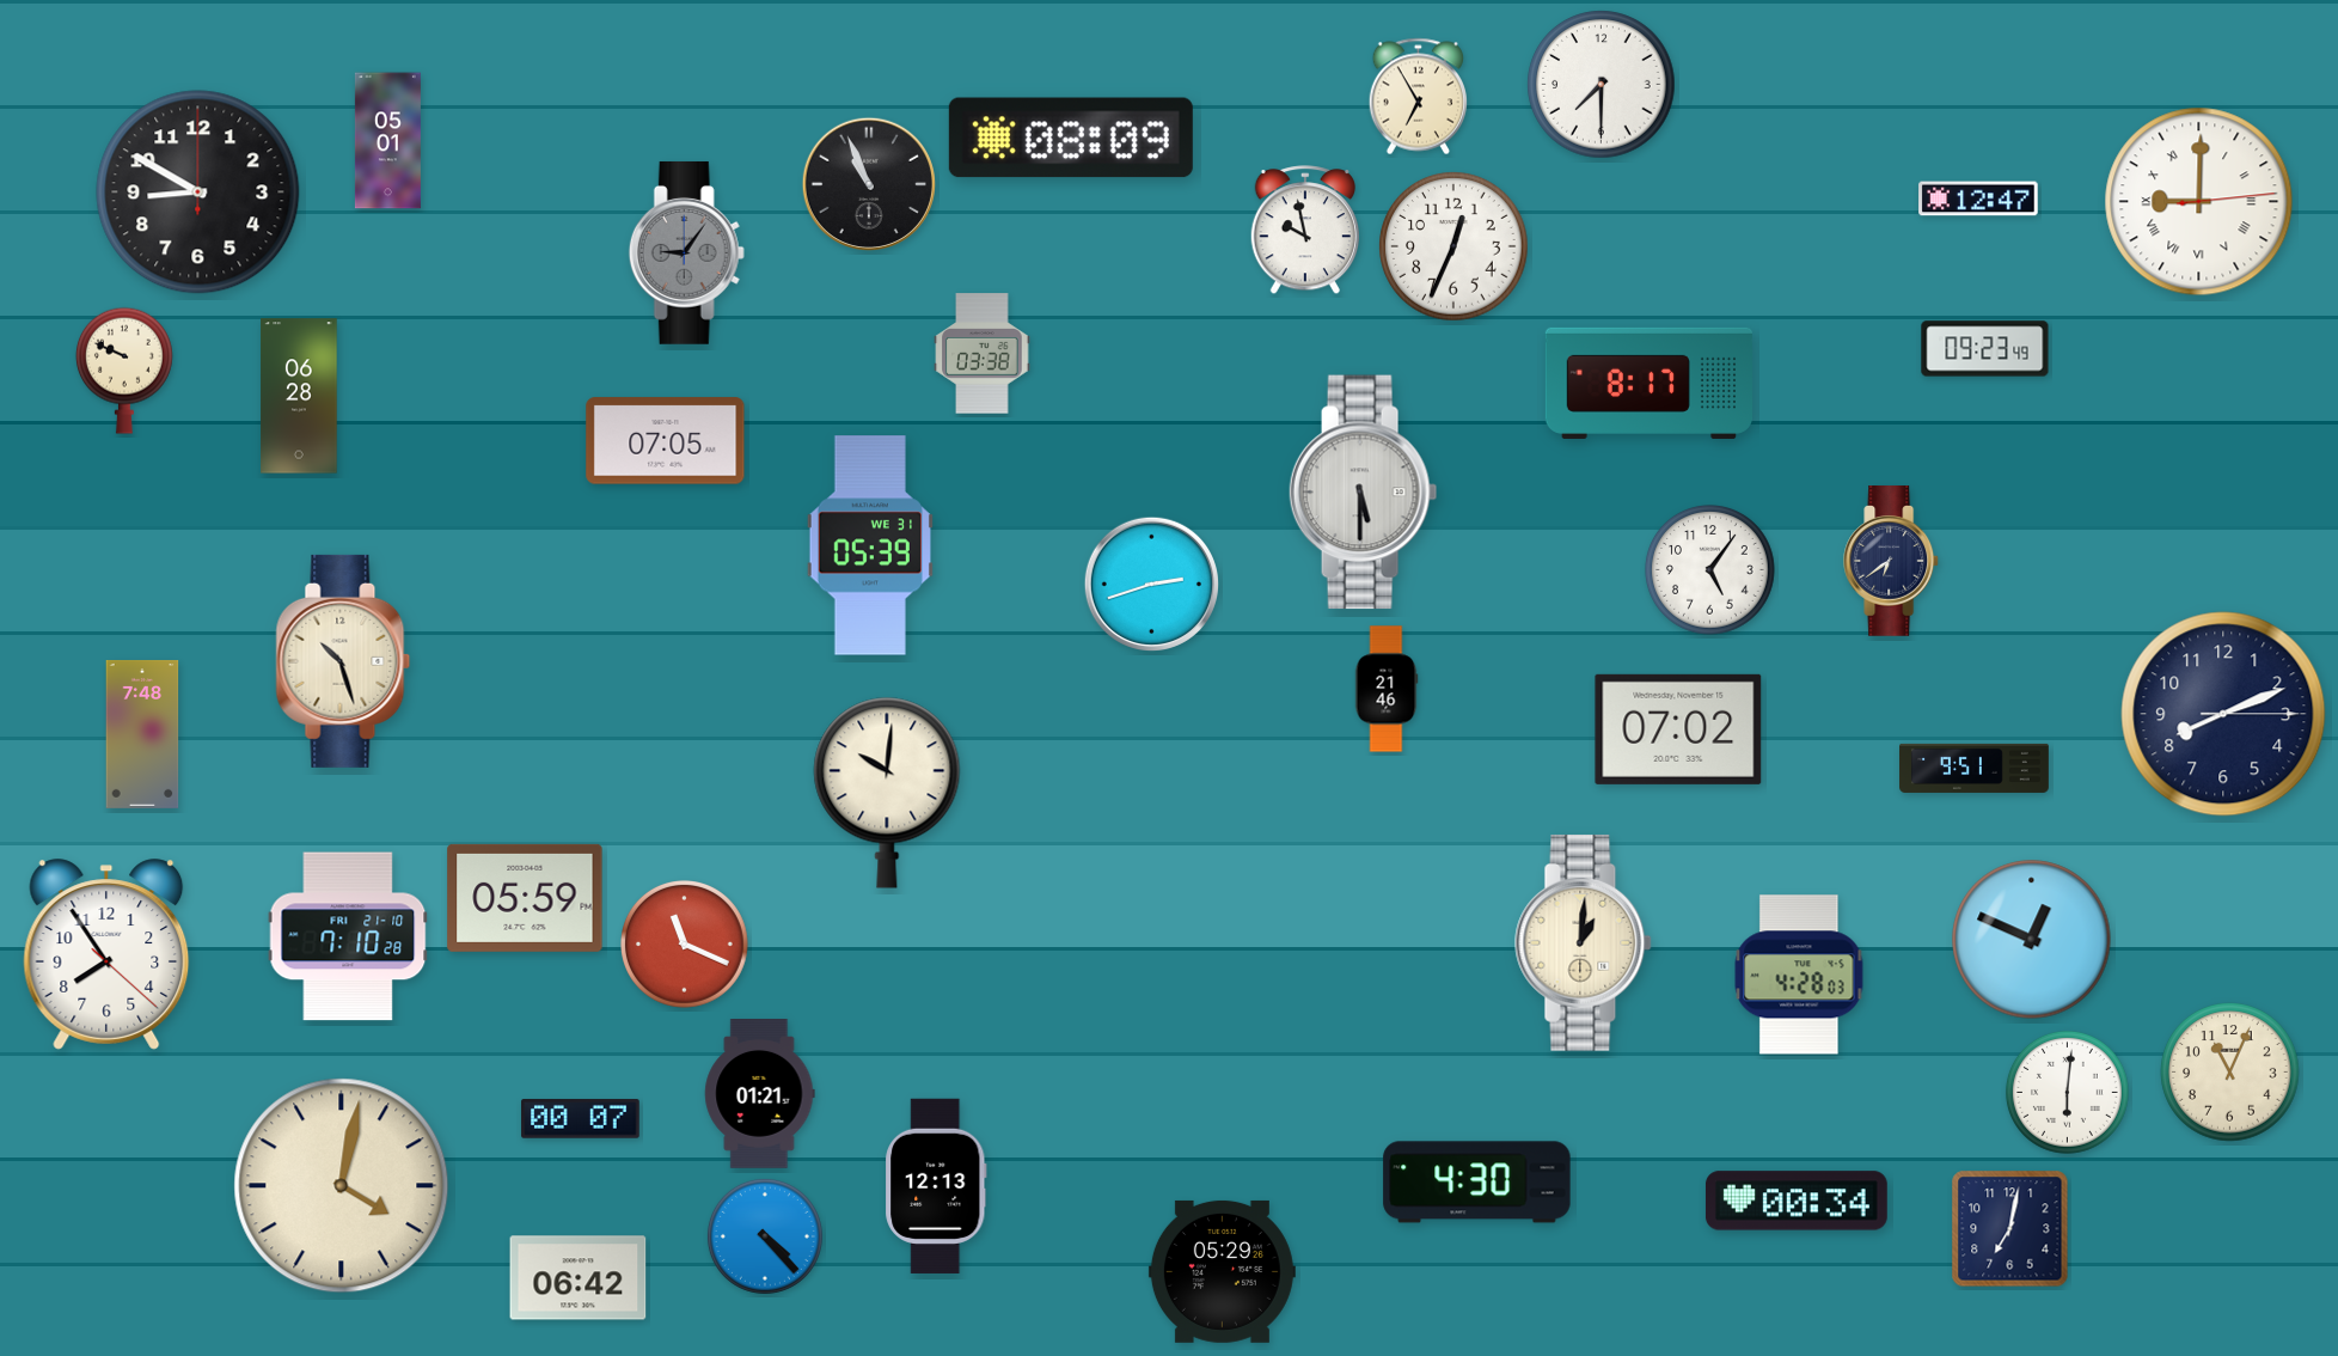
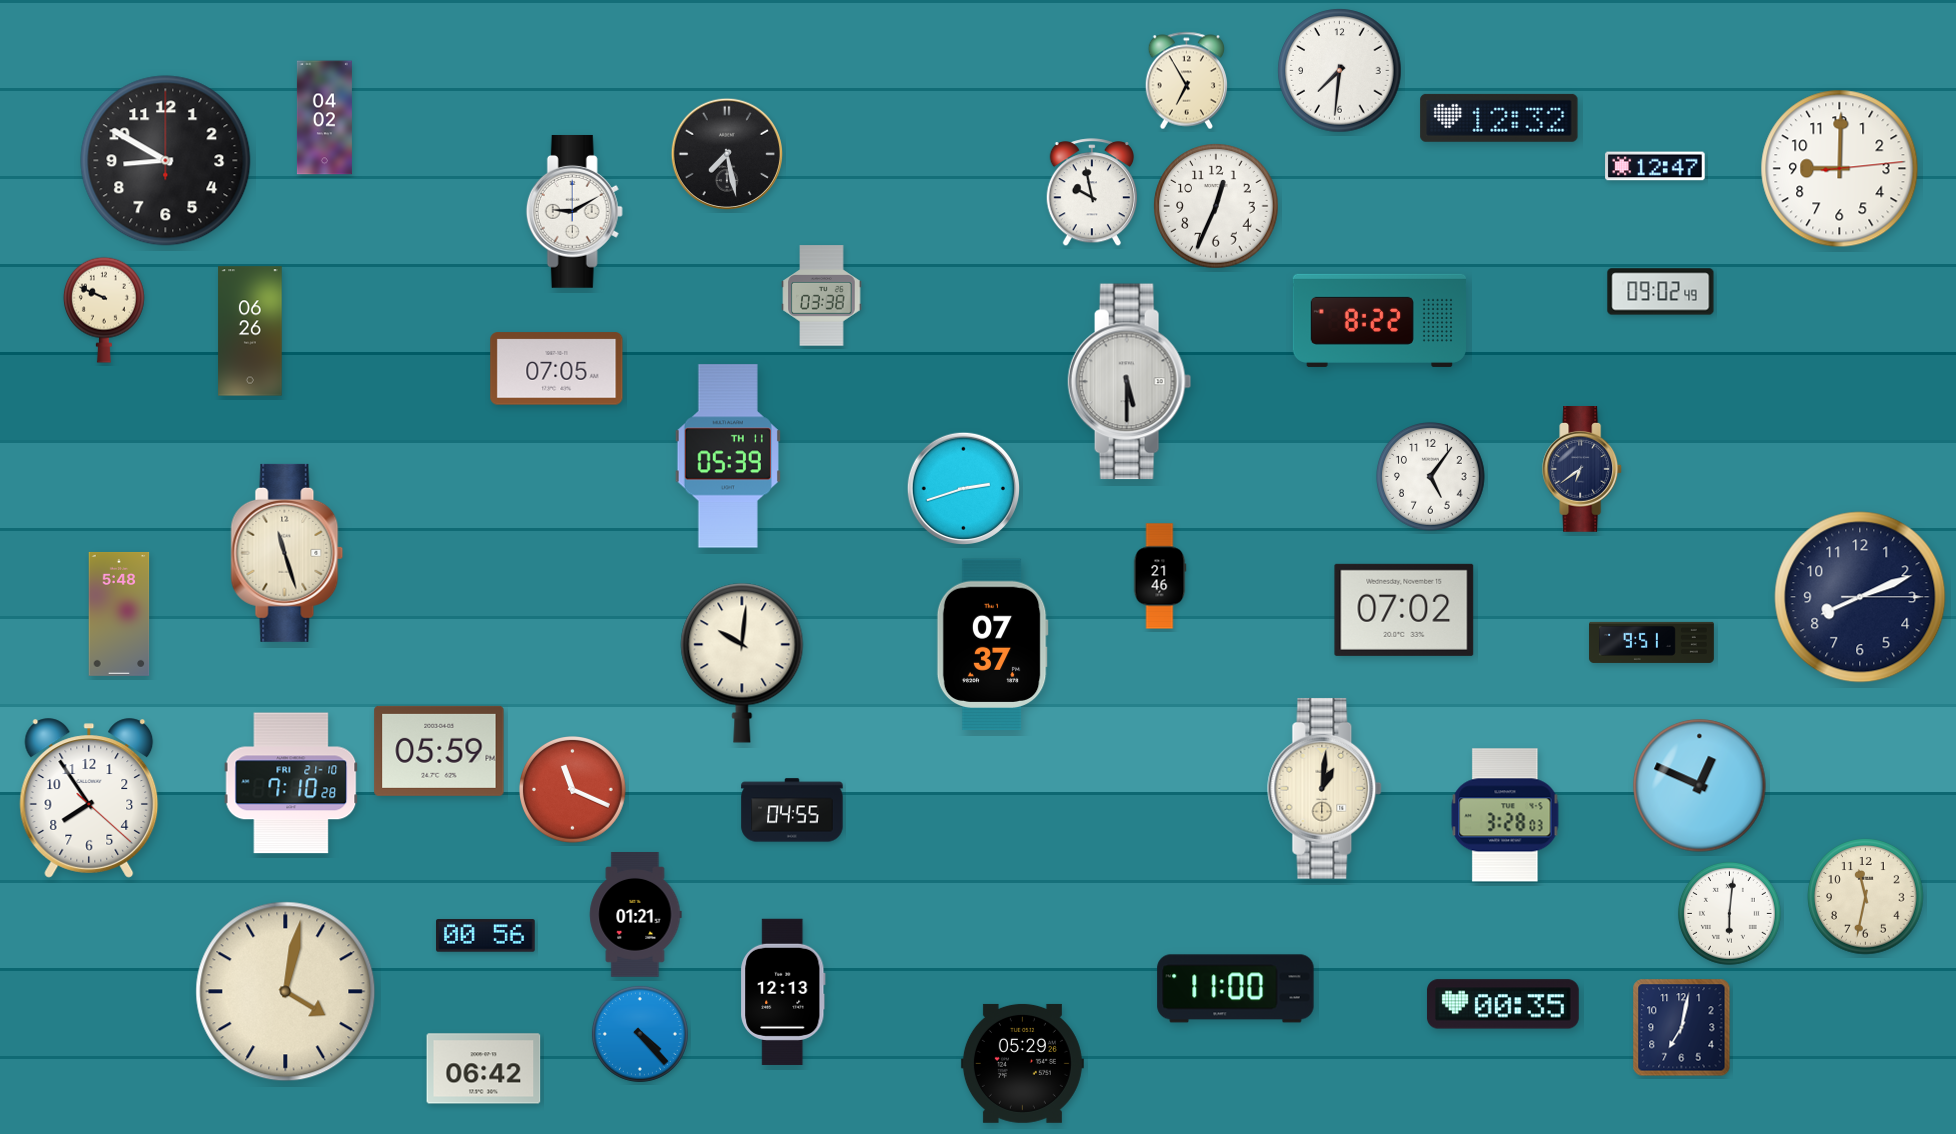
clock at (1602, 85): 7:30 -> 7:31
clock at (1071, 138): 08:09 -> none
clock at (387, 141): 05:01 -> 04:02
clock at (1499, 118): none -> 12:32
clock at (868, 183): 10:56 -> 7:28
clock at (2199, 202) numerals: Roman -> Arabic
clock at (686, 252): 9:06 -> 9:10
clock at (686, 252) dial: grey -> white
clock at (1985, 349): 09:23 -> 09:02
clock at (1648, 383): 8:17 -> 8:22
clock at (299, 396): 06:28 -> 06:26
clock at (1364, 493) position: (1364, 493) -> (1130, 382)
clock at (870, 545) date: WE 31 -> TH 11
clock at (343, 661): 10:27 -> 11:27
clock at (142, 734): 7:48 -> 5:48
clock at (992, 645): none -> 07:37
clock at (792, 810): none -> 04:55
clock at (1799, 975): 4:28 -> 3:28
clock at (2230, 1073): 11:04 -> 11:32
clock at (581, 1119): 00:07 -> 00:56
clock at (1477, 1183): 4:30 -> 11:00
clock at (1797, 1201): 00:34 -> 00:35
